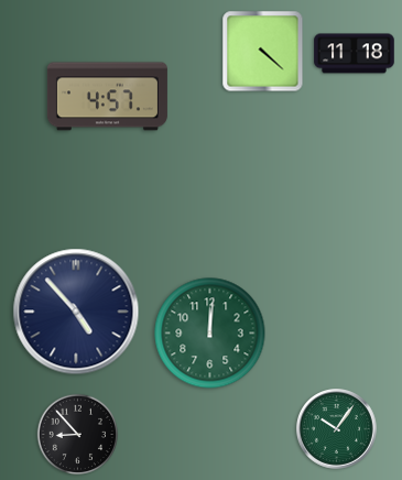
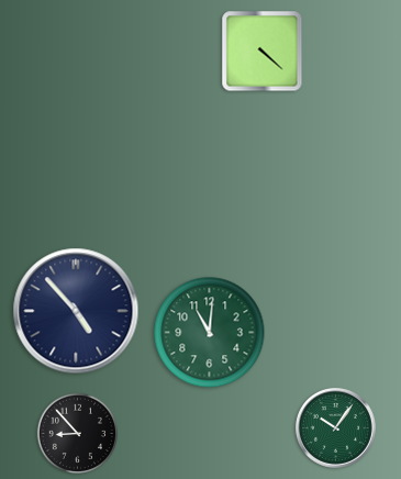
clock at (355, 54): 11:18 -> none
clock at (107, 97): 4:57 -> none
clock at (210, 334): 12:01 -> 11:01
